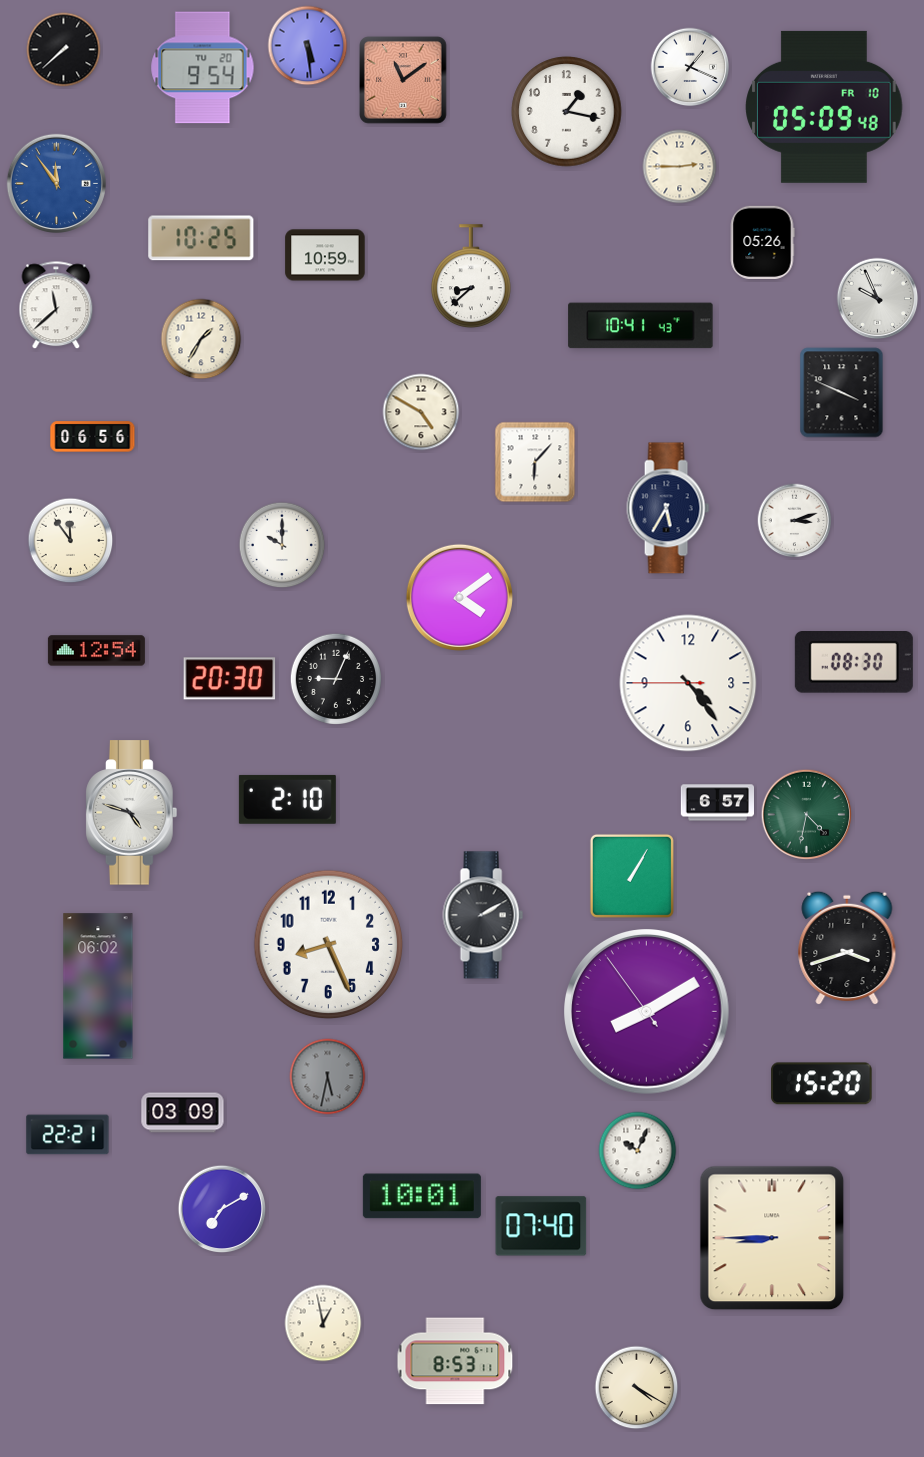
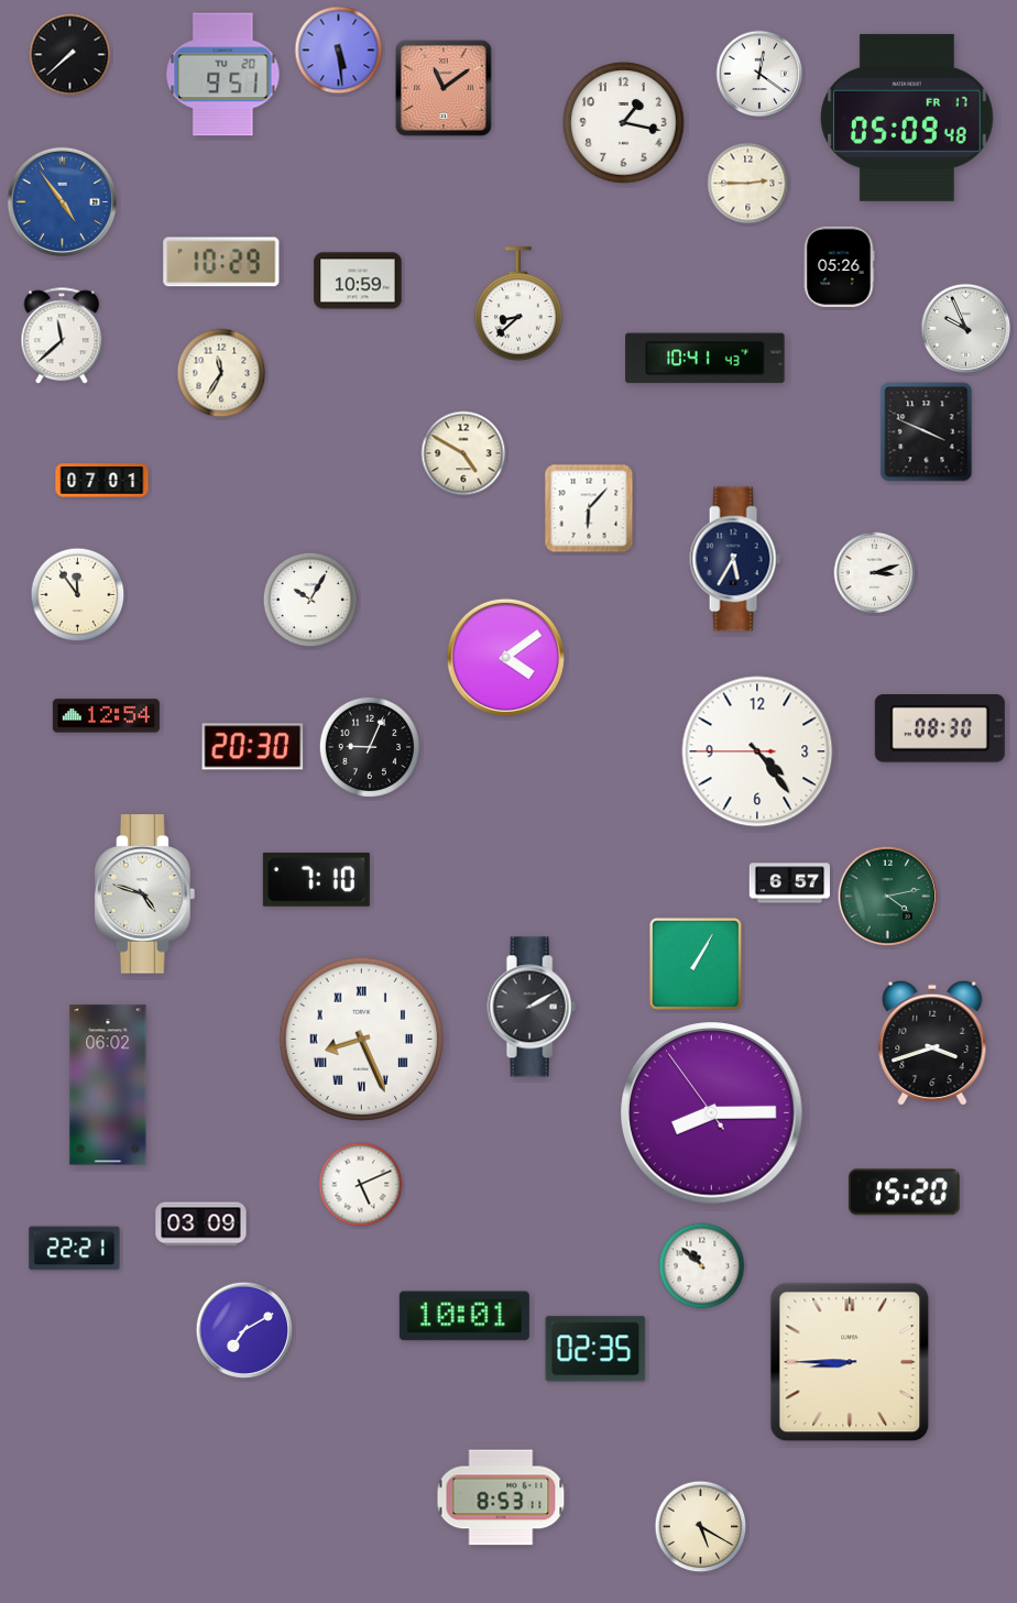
clock at (690, 67): 1:19 -> 12:21
clock at (203, 68): 9:54 -> 9:51
clock at (824, 107) date: FR 10 -> FR 17
clock at (56, 183): 11:54 -> 4:54
clock at (201, 238): 10:25 -> 10:29
clock at (201, 339): 1:35 -> 11:35
clock at (93, 437): 06:56 -> 07:01
clock at (282, 545): 10:00 -> 10:05
clock at (287, 799): 2:10 -> 7:10
clock at (807, 815): 4:32 -> 4:13
clock at (329, 945) numerals: Arabic -> Roman
clock at (647, 1012): 8:09 -> 8:14
clock at (328, 1077): 5:32 -> 5:11
clock at (328, 1077) dial: grey -> white
clock at (638, 1151): 10:04 -> 10:52
clock at (541, 1226): 07:40 -> 02:35
clock at (323, 1323): 12:58 -> none
clock at (637, 1388): 4:20 -> 5:20
